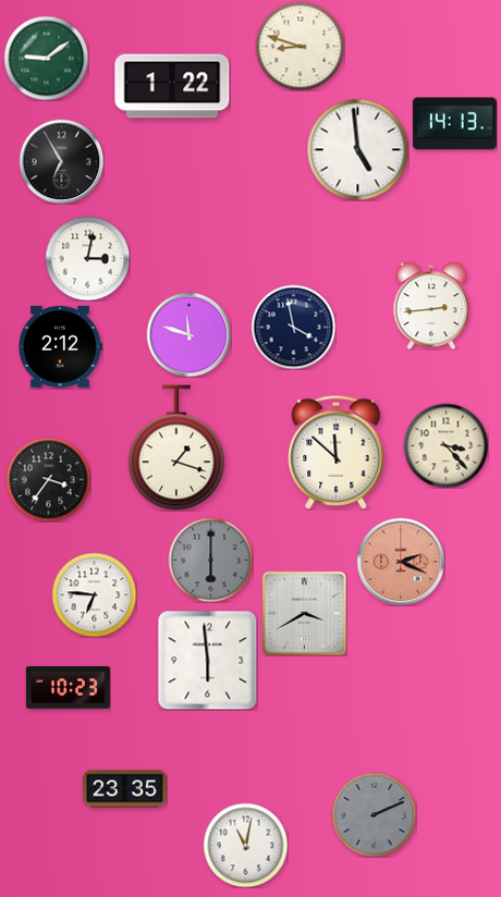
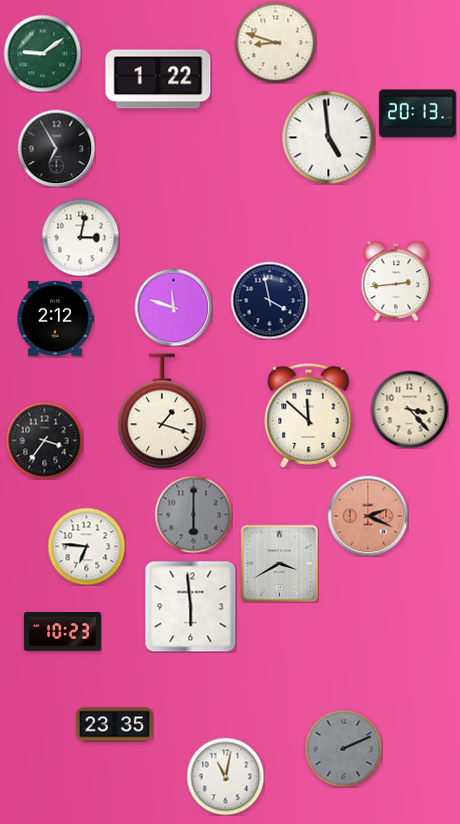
clock at (454, 124): 14:13 -> 20:13
